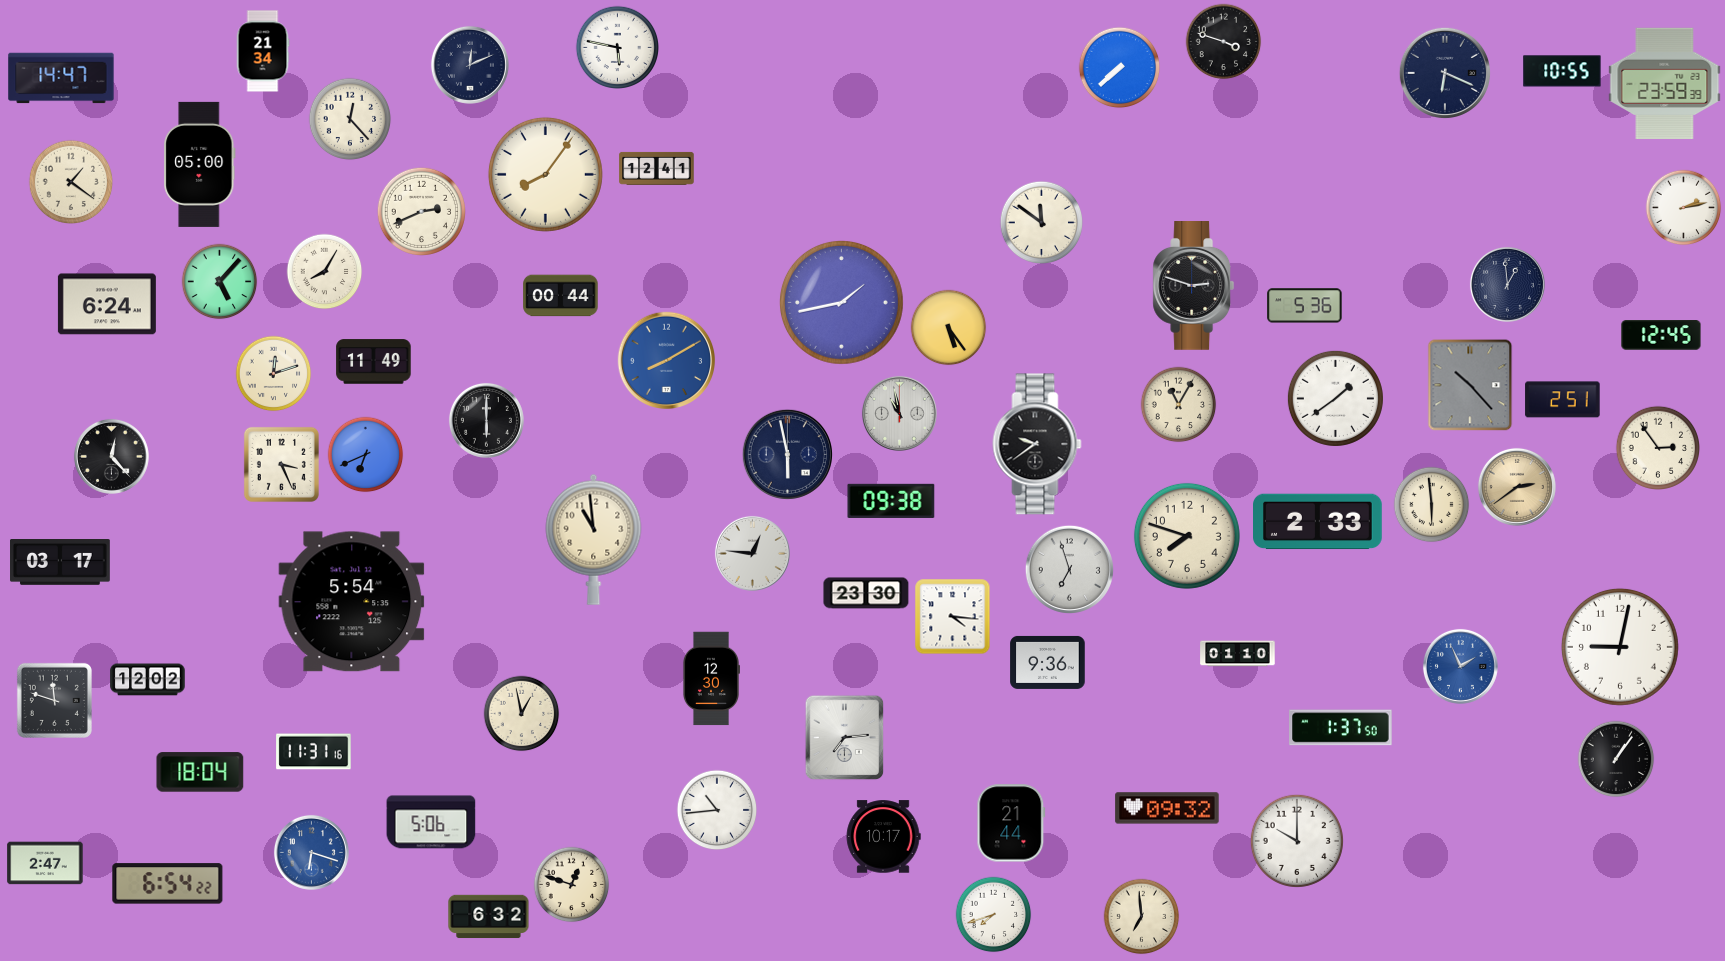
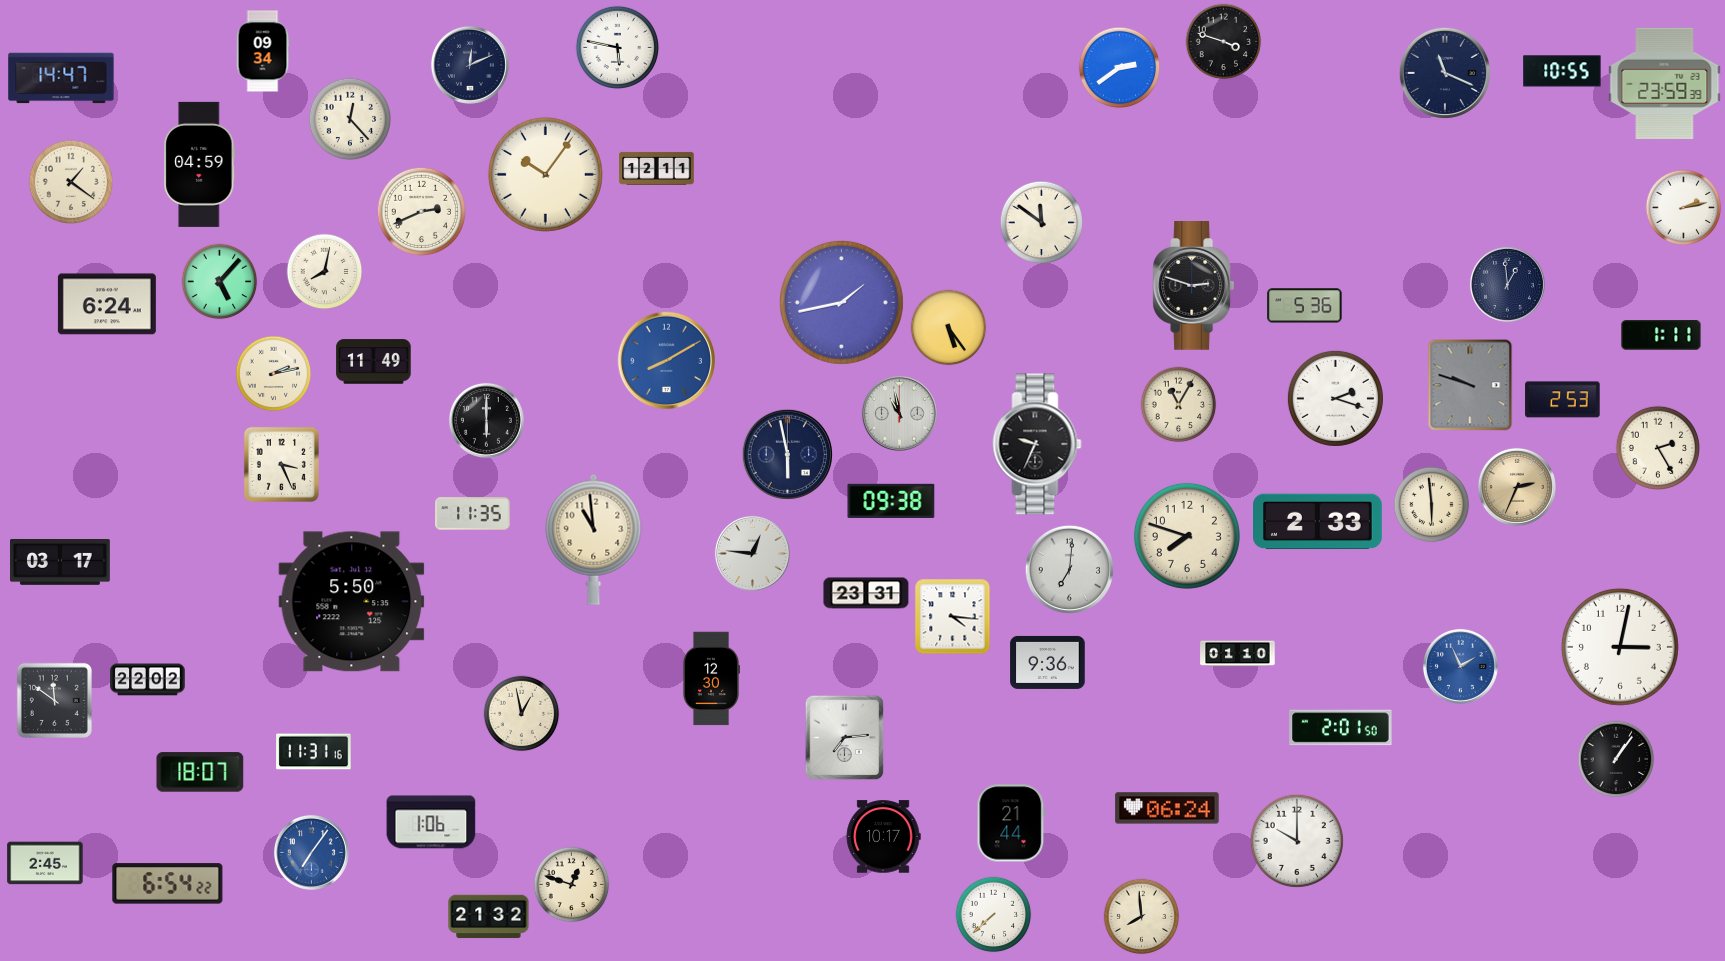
clock at (263, 51): 21:34 -> 09:34
clock at (1120, 68): 7:38 -> 2:39
clock at (1445, 73): 6:19 -> 11:19
clock at (200, 164): 05:00 -> 04:59
clock at (657, 168): 12:41 -> 12:11
clock at (545, 174): 8:06 -> 10:06
clock at (325, 272): 8:05 -> 8:02
clock at (561, 296): 00:44 -> none
clock at (1661, 335): 12:45 -> 1:11
clock at (274, 374): 12:12 -> 2:13
clock at (1470, 385): 10:23 -> 9:48
clock at (1335, 398): 1:39 -> 2:18
clock at (1563, 400): 2:51 -> 2:53
clock at (1037, 444): 9:39 -> 9:34
clock at (1657, 447): 2:54 -> 2:25
clock at (366, 455): 6:41 -> none
clock at (111, 456): 12:23 -> none
clock at (1517, 487): 2:39 -> 2:34
clock at (473, 514): none -> 11:35
clock at (1069, 569): 6:57 -> 7:01
clock at (866, 593): 23:30 -> 23:31
clock at (352, 602): 5:54 -> 5:50
clock at (1620, 647): 9:02 -> 3:02
clock at (148, 680): 12:02 -> 22:02
clock at (54, 700): 11:48 -> 11:51
clock at (1341, 728): 1:37 -> 2:01
clock at (200, 772): 18:04 -> 18:07
clock at (1167, 808): 09:32 -> 06:24
clock at (717, 810): 10:44 -> none
clock at (431, 822): 5:06 -> 1:06
clock at (311, 852): 6:18 -> 7:06
clock at (45, 863): 2:47 -> 2:45
clock at (994, 915): 7:42 -> 7:38
clock at (489, 917): 6:32 -> 21:32
clock at (1142, 917): 6:59 -> 7:59
